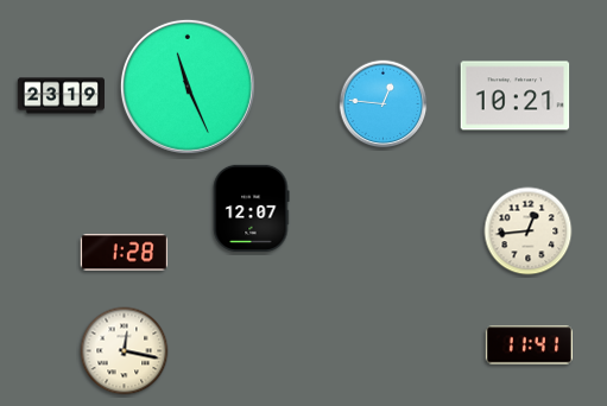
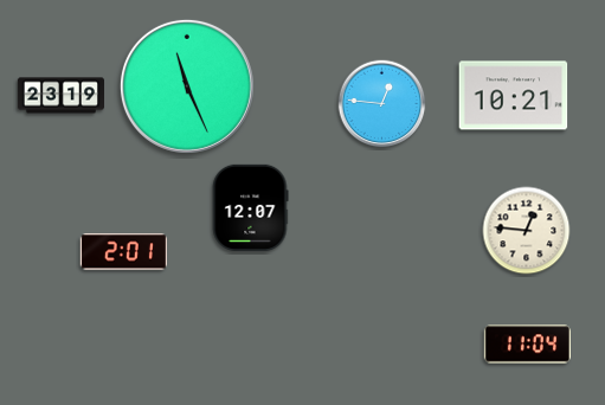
clock at (529, 231): 12:44 -> 12:46
clock at (124, 253): 1:28 -> 2:01
clock at (529, 345): 11:41 -> 11:04
clock at (125, 351): 12:17 -> none
